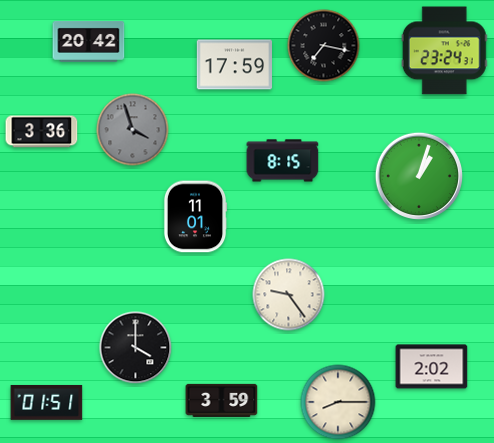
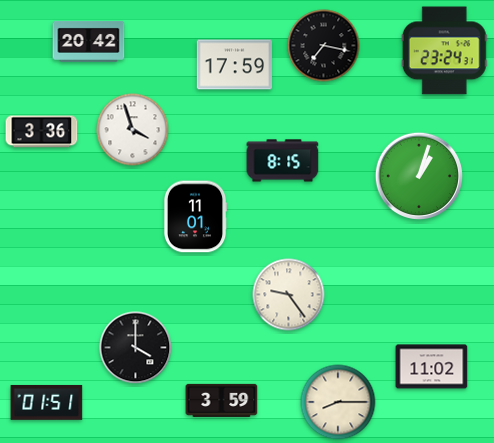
clock at (133, 130) dial: grey -> white
clock at (432, 367): 2:02 -> 11:02
